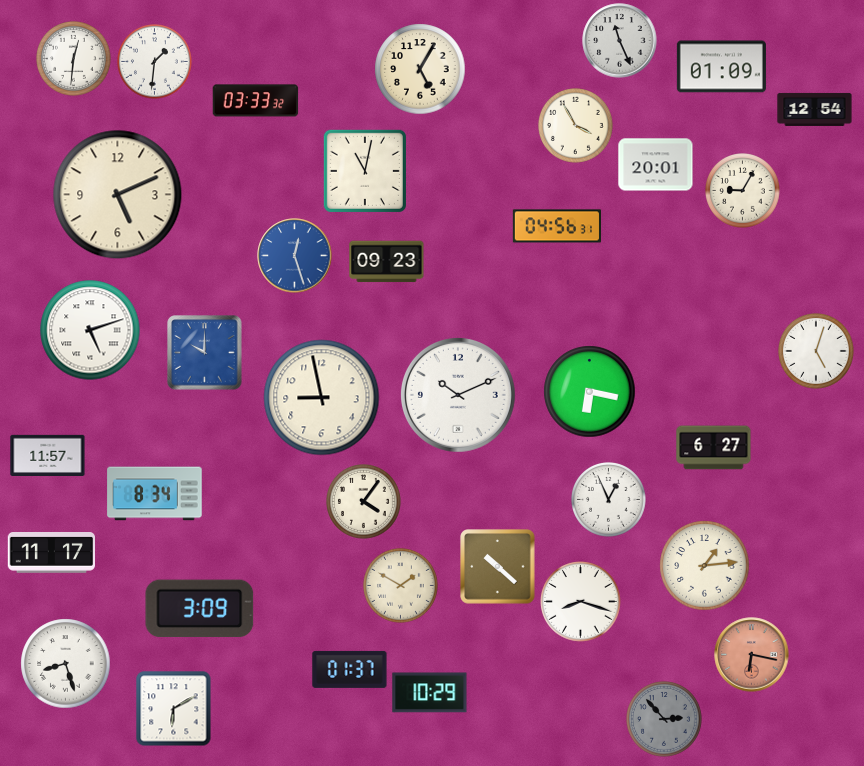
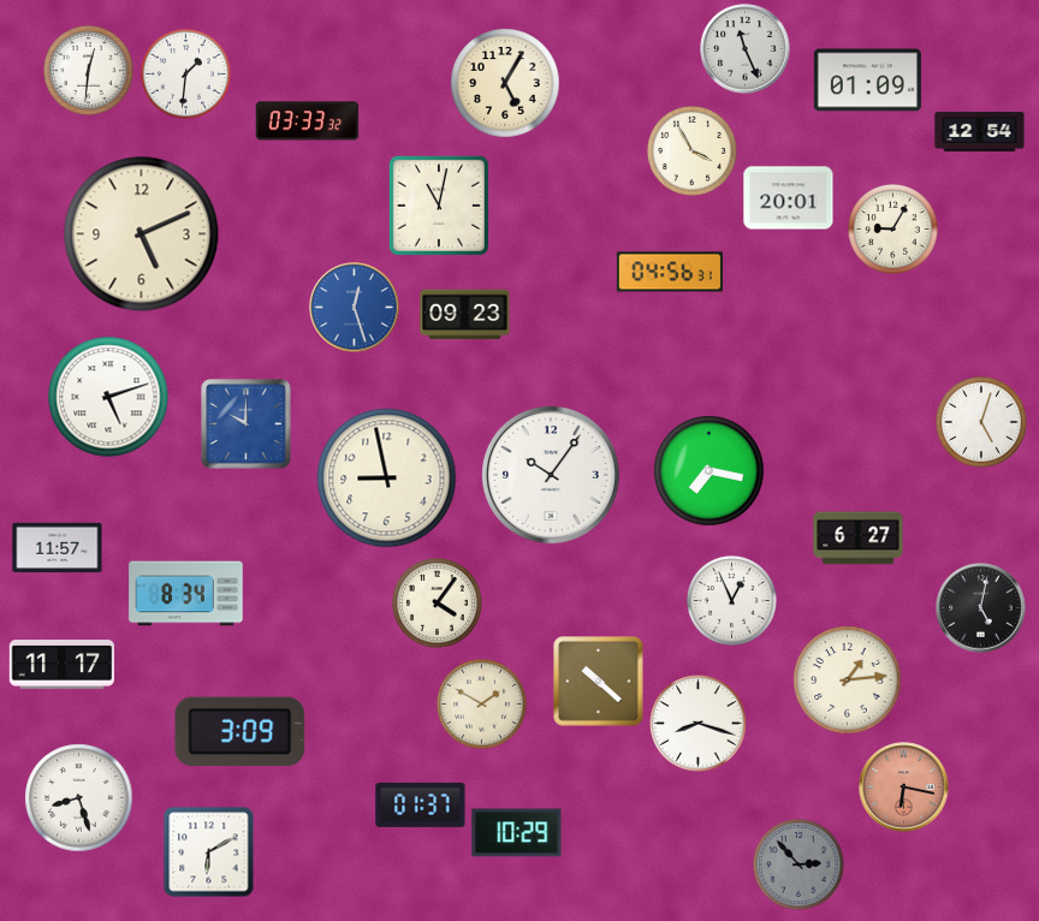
clock at (590, 392): 6:17 -> 7:17
clock at (458, 395): 10:11 -> 10:06
clock at (981, 608): none -> 5:02
